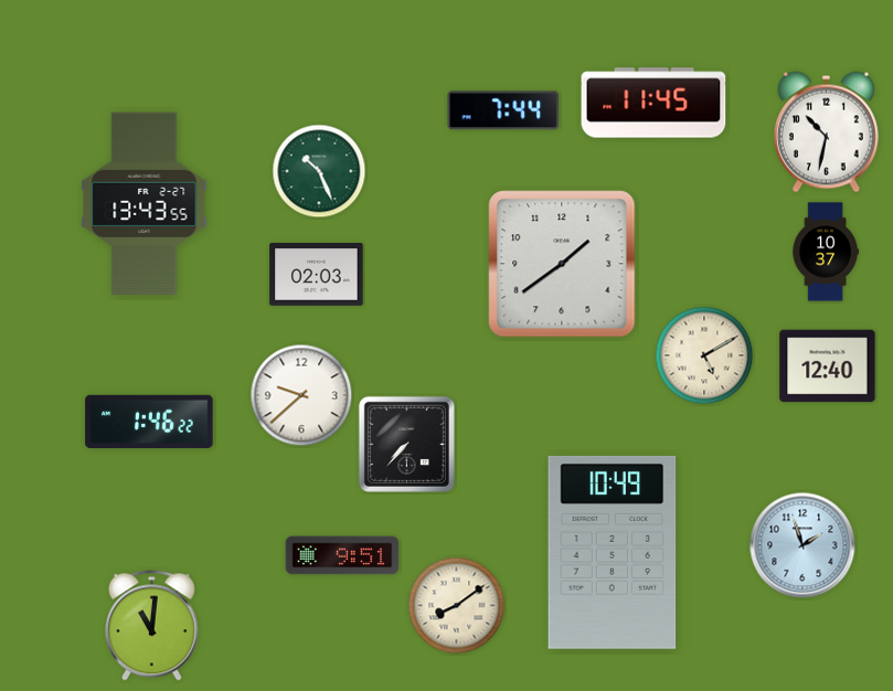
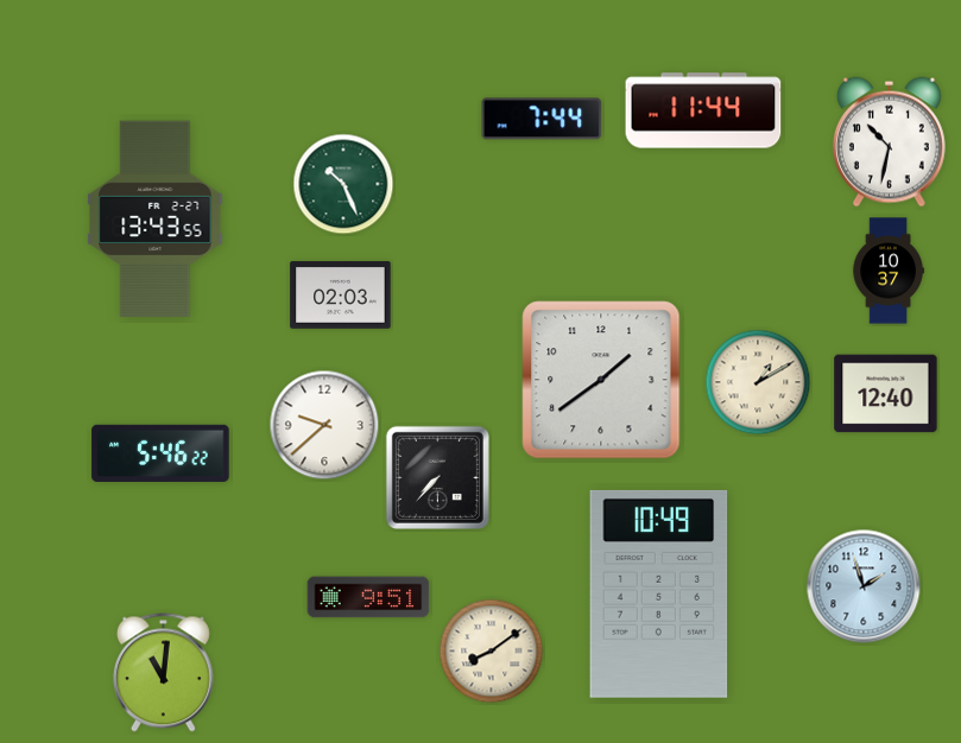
clock at (653, 103): 11:45 -> 11:44
clock at (562, 264) position: (562, 264) -> (601, 380)
clock at (704, 355): 5:10 -> 1:10
clock at (828, 366) position: (828, 366) -> (886, 394)
clock at (149, 421): 1:46 -> 5:46
